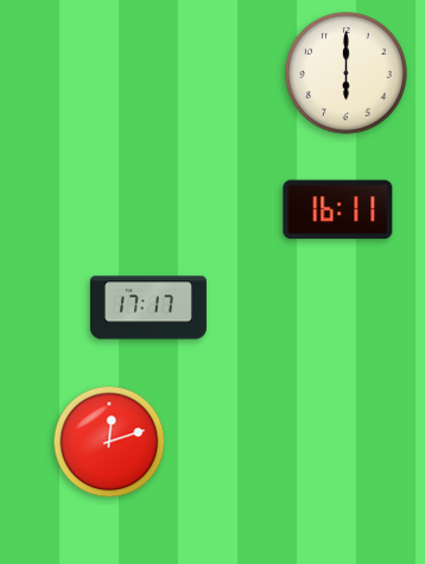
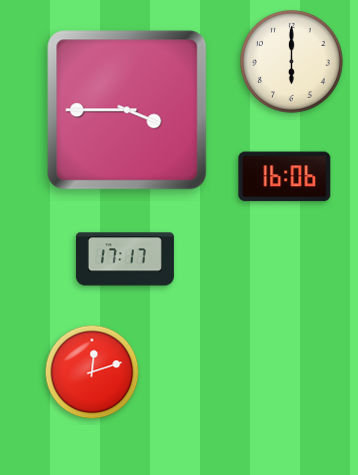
clock at (127, 110): none -> 3:45
clock at (338, 210): 16:11 -> 16:06
